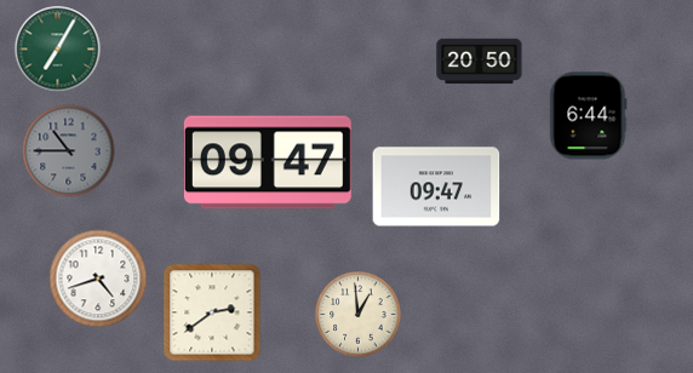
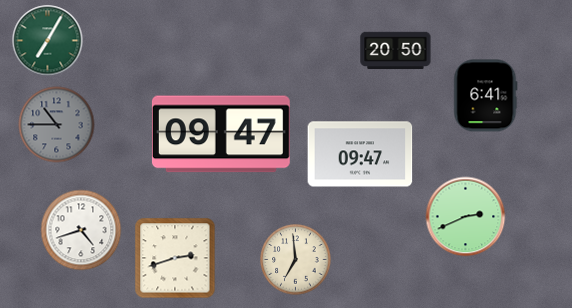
clock at (589, 116): 6:44 -> 6:41
clock at (466, 217): none -> 2:41
clock at (212, 312): 2:39 -> 2:42
clock at (359, 315): 12:59 -> 6:59
